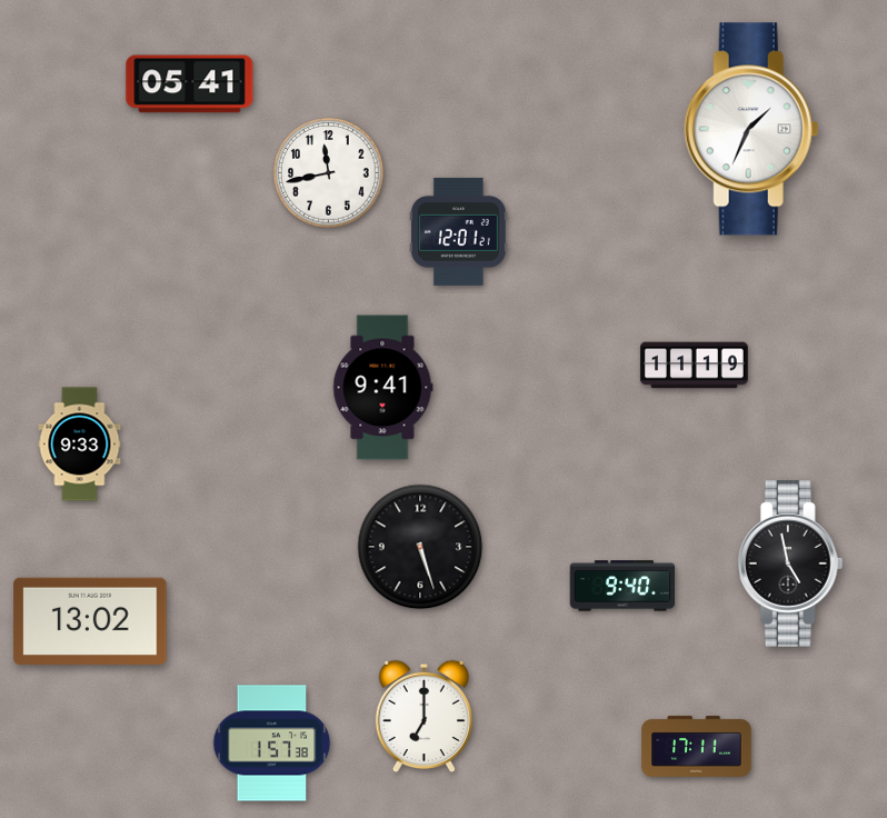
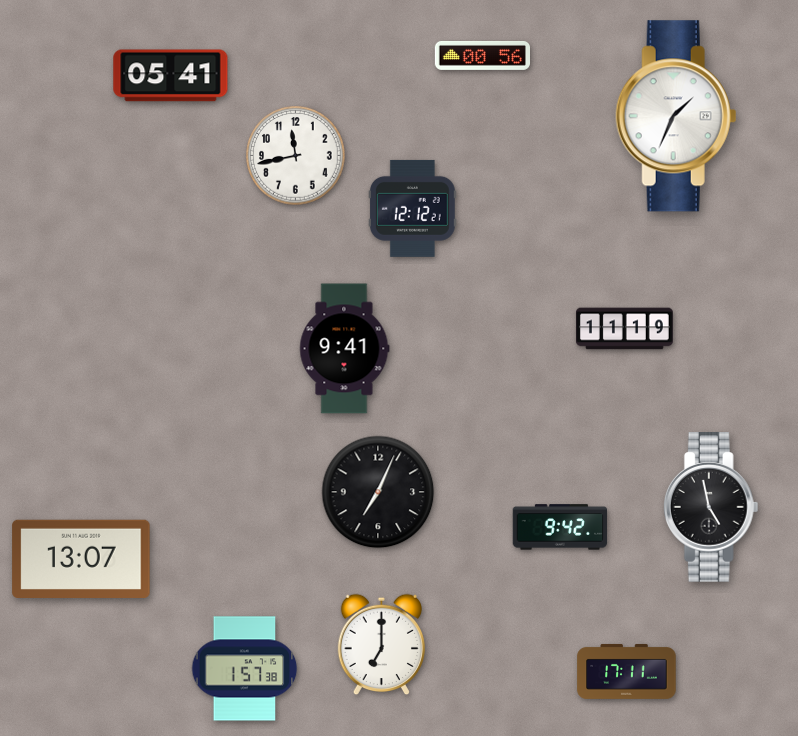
clock at (482, 55): none -> 00:56
clock at (458, 231): 12:01 -> 12:12
clock at (80, 445): 9:33 -> none
clock at (420, 547): 5:27 -> 7:04
clock at (622, 586): 9:40 -> 9:42
clock at (90, 620): 13:02 -> 13:07
